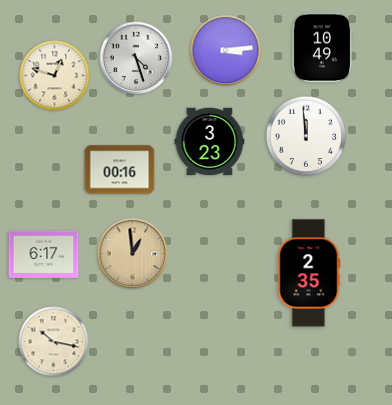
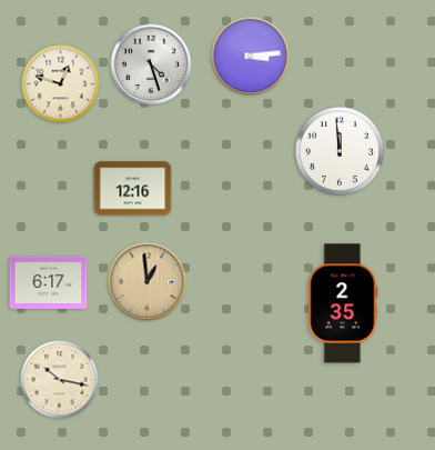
clock at (322, 48): 10:49 -> none
clock at (210, 142): 3:23 -> none
clock at (120, 170): 00:16 -> 12:16
